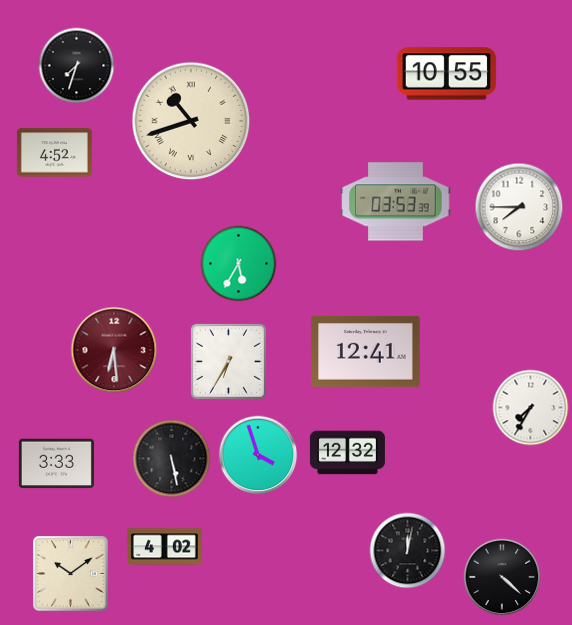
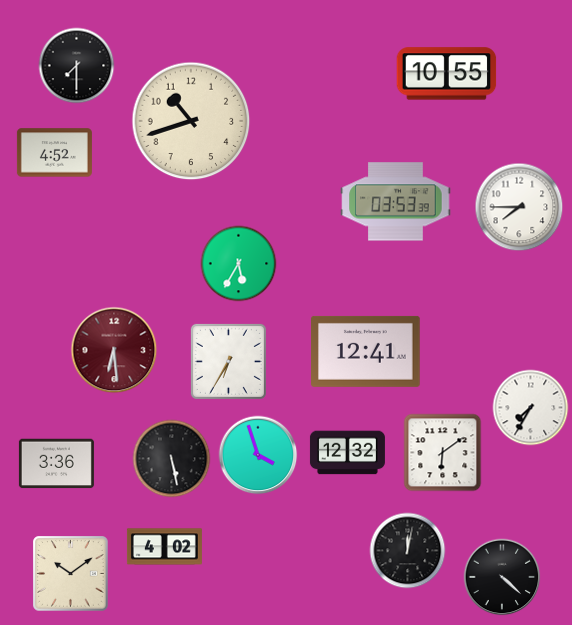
clock at (77, 66): 7:33 -> 7:30
clock at (191, 121) numerals: Roman -> Arabic
clock at (443, 453): none -> 6:09
clock at (56, 464): 3:33 -> 3:36
